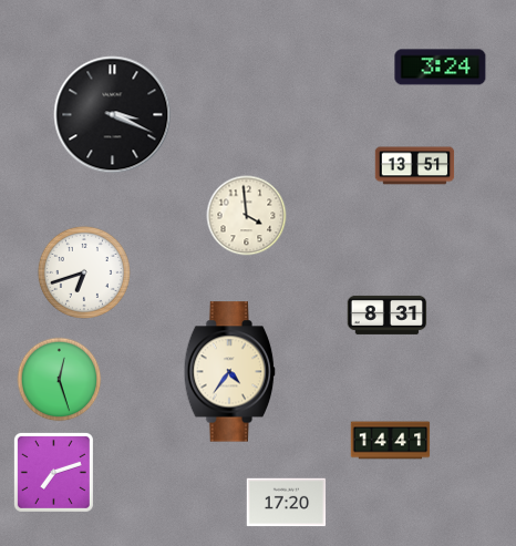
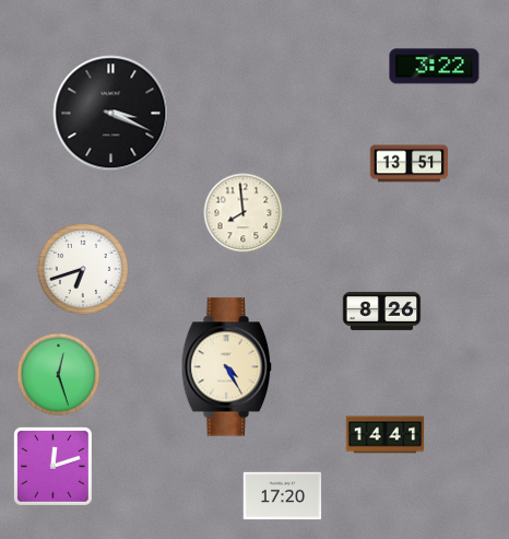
clock at (441, 68): 3:24 -> 3:22
clock at (247, 216): 3:59 -> 7:59
clock at (388, 315): 8:31 -> 8:26
clock at (230, 372): 4:36 -> 4:25
clock at (53, 472): 7:12 -> 12:12
